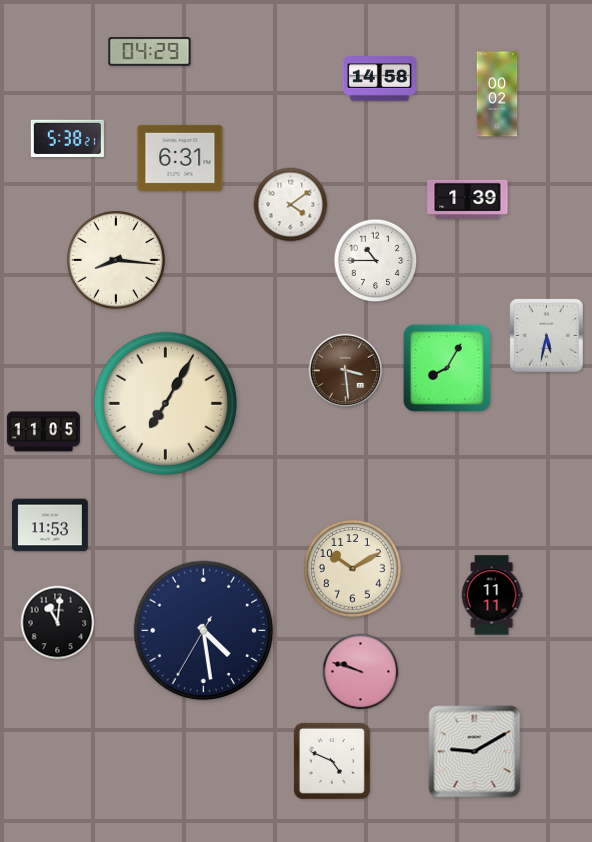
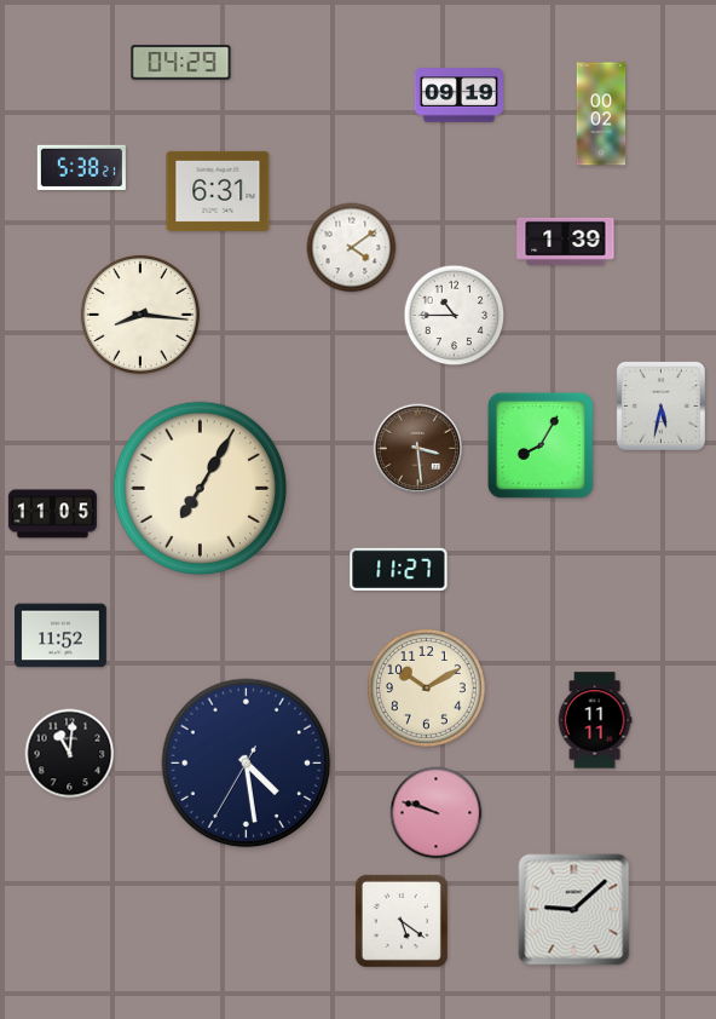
clock at (379, 79): 14:58 -> 09:19
clock at (43, 432) position: (43, 432) -> (52, 514)
clock at (399, 569): none -> 11:27
clock at (51, 525): 11:53 -> 11:52
clock at (475, 752): 9:10 -> 9:08
clock at (332, 761): 4:49 -> 5:21
